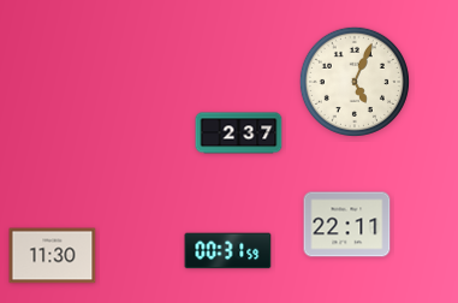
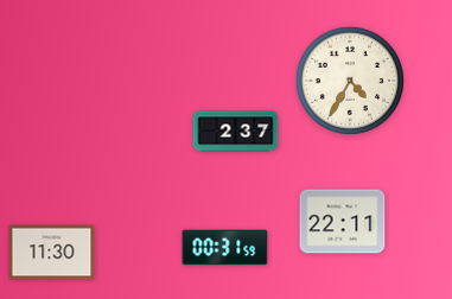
clock at (355, 82): 5:04 -> 4:35
